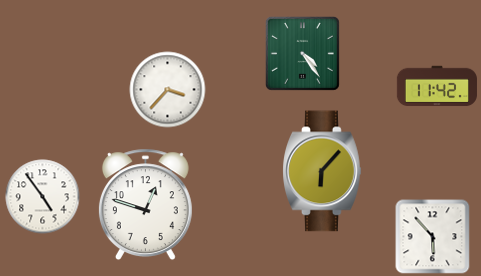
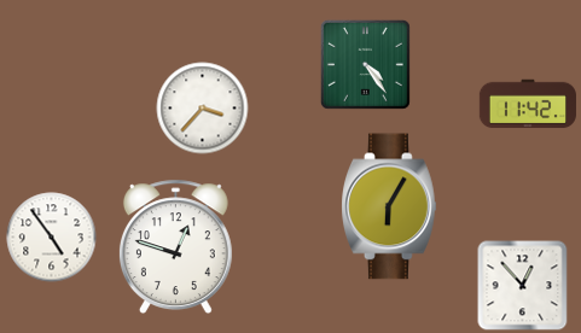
clock at (322, 171): 6:07 -> 6:05
clock at (433, 237): 5:53 -> 12:53
